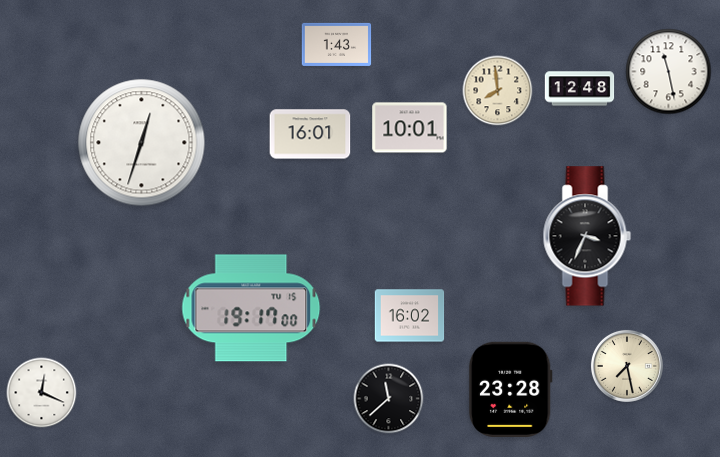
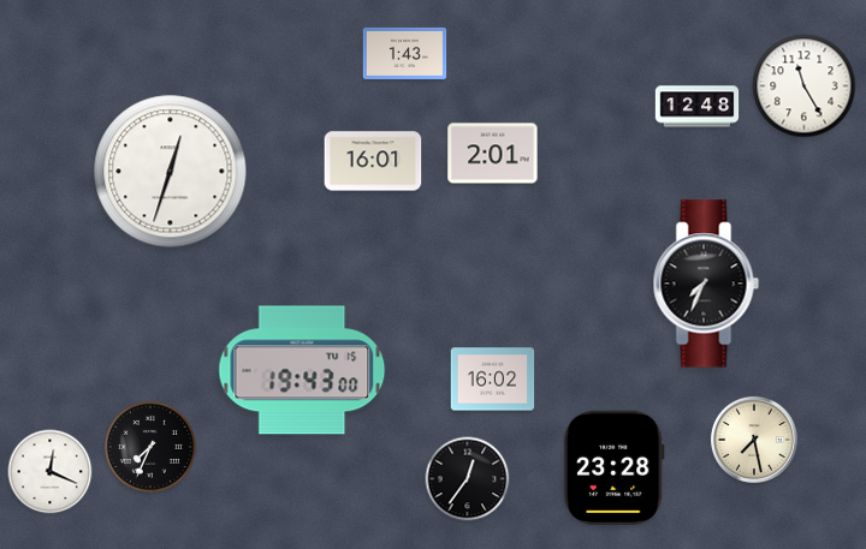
clock at (669, 72): 11:28 -> 11:25
clock at (498, 91): 7:59 -> none
clock at (410, 128): 10:01 -> 2:01
clock at (587, 236): 3:34 -> 7:34
clock at (251, 308): 19:17 -> 19:43
clock at (150, 447): none -> 7:34
clock at (389, 399): 11:38 -> 12:36
